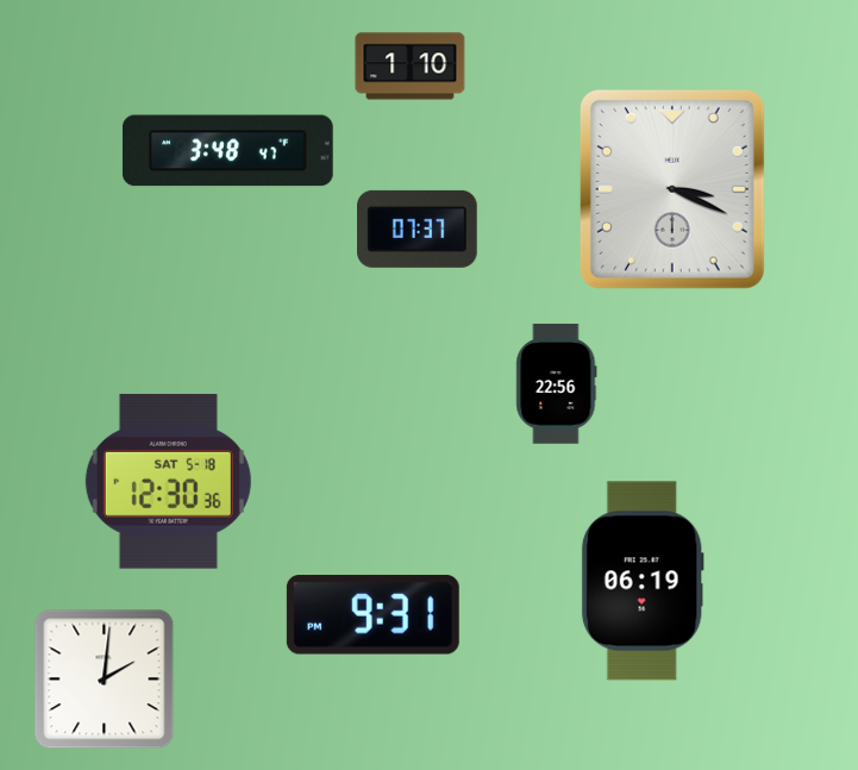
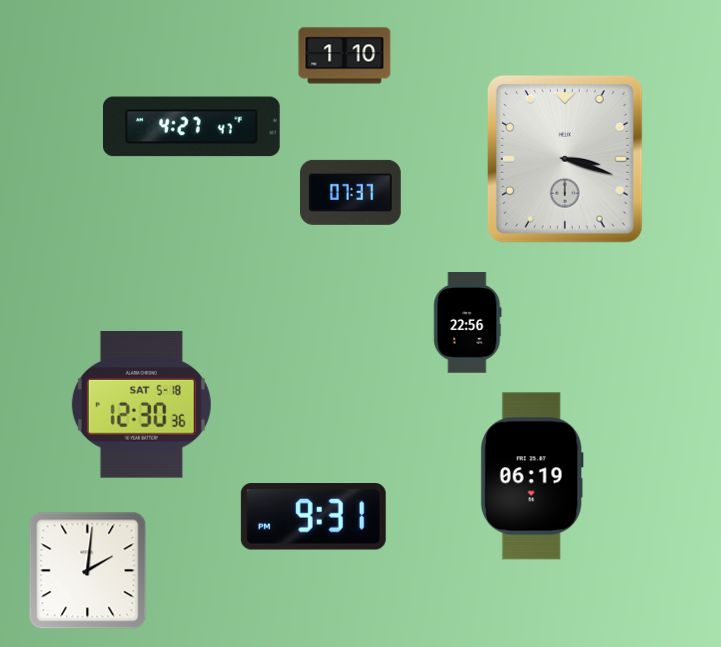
clock at (228, 151): 3:48 -> 4:27
clock at (672, 189): 3:19 -> 3:18
clock at (643, 581) position: (643, 581) -> (532, 476)
